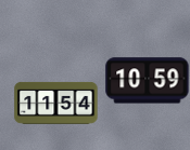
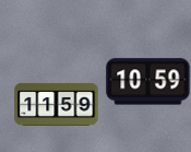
clock at (56, 103): 11:54 -> 11:59
